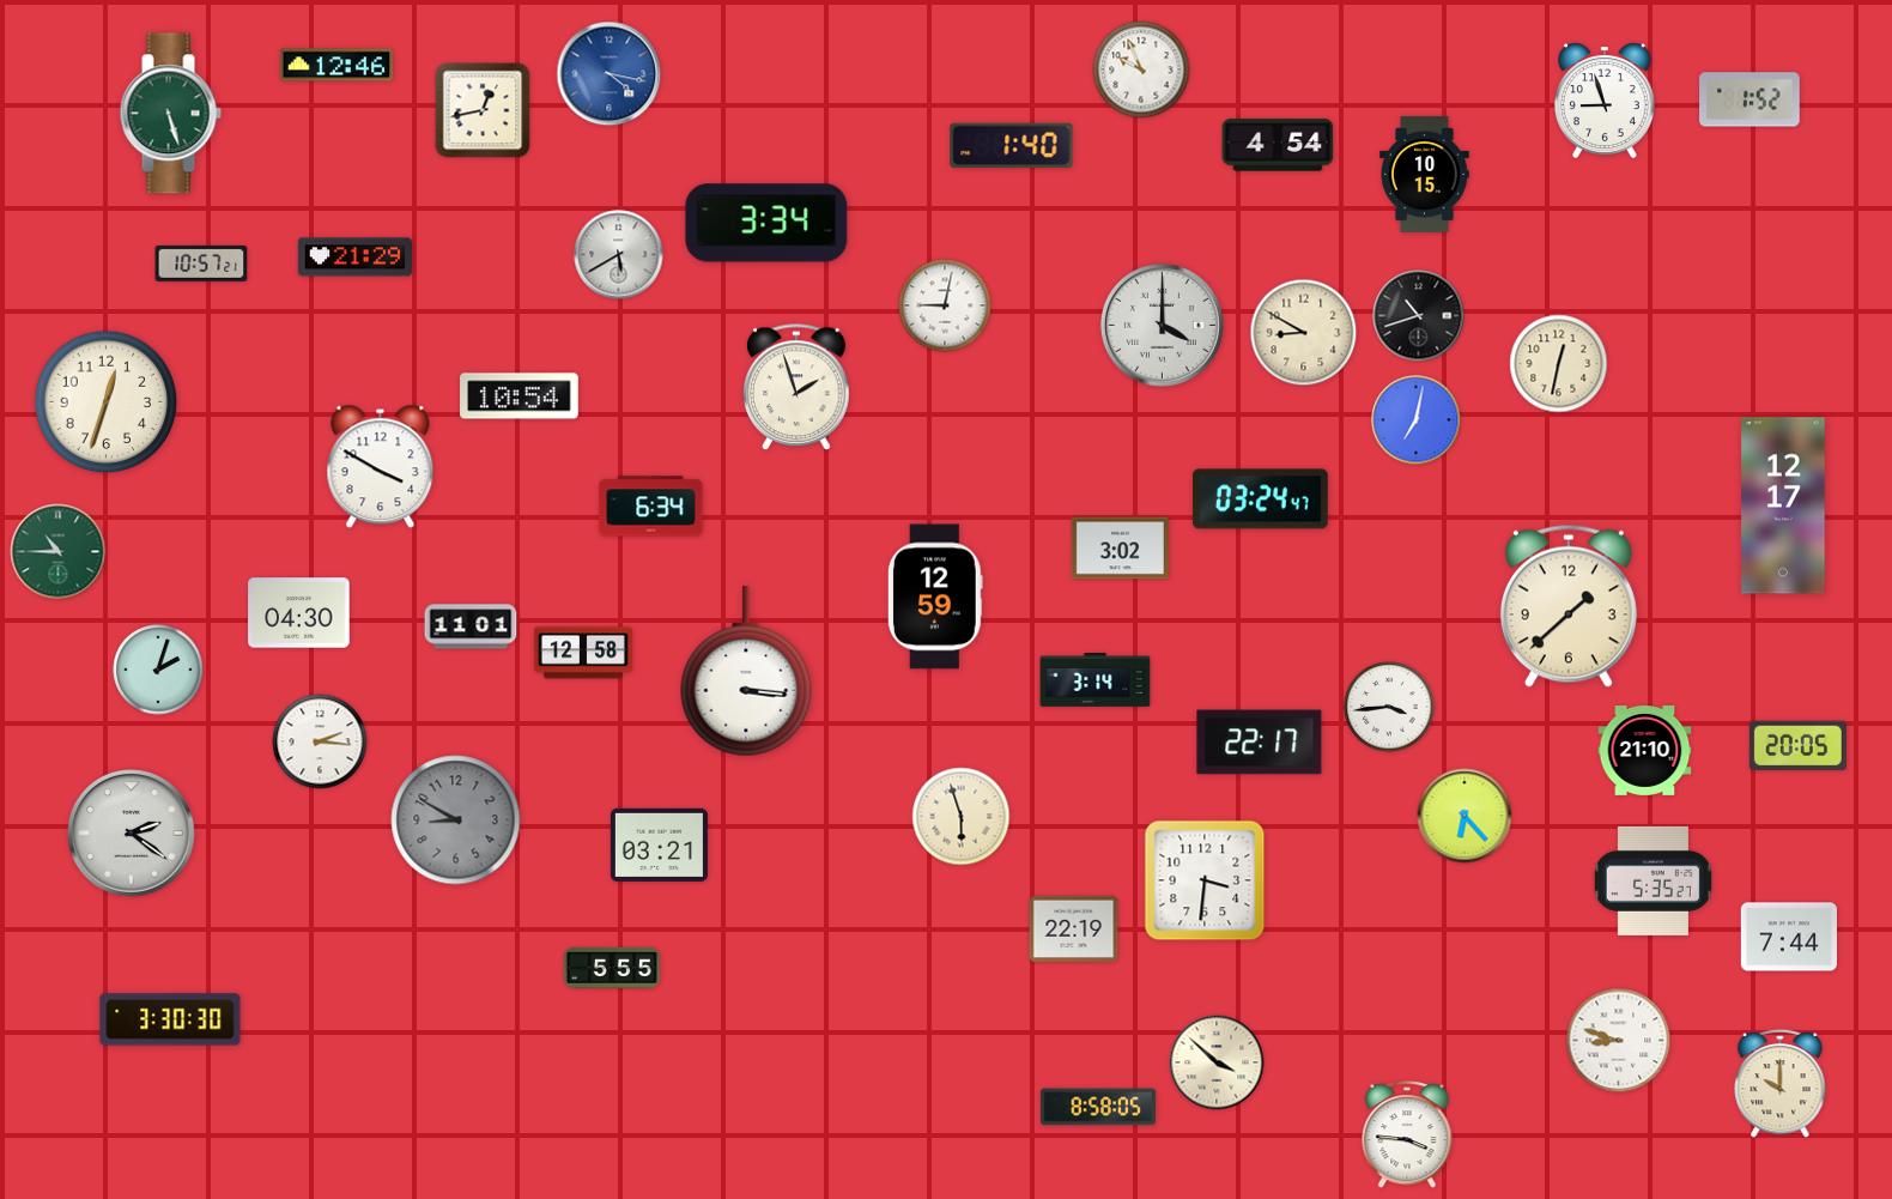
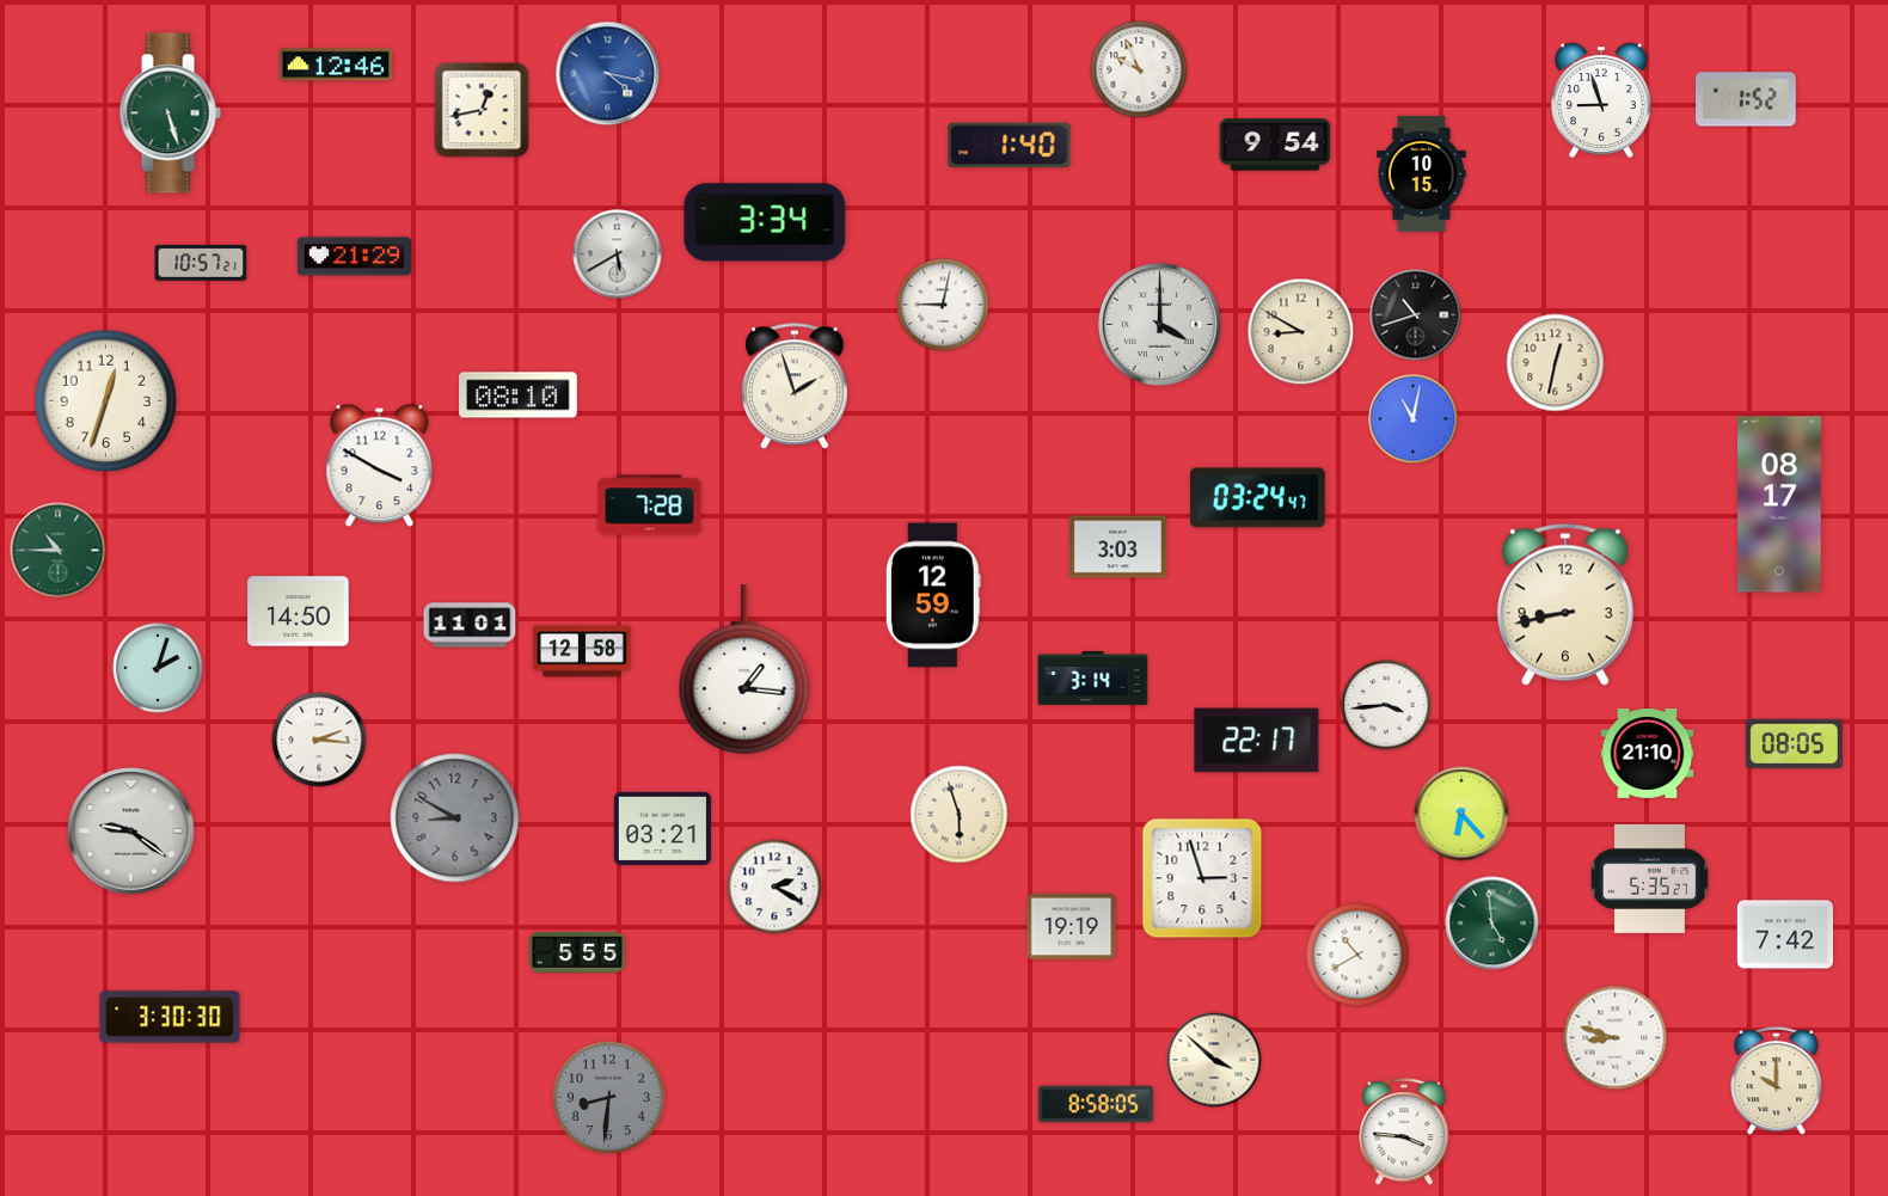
clock at (1278, 145): 4:54 -> 9:54
clock at (520, 396): 10:54 -> 08:10
clock at (1417, 420): 7:02 -> 11:02
clock at (1783, 505): 12:17 -> 08:17
clock at (651, 507): 6:34 -> 7:28
clock at (1120, 549): 3:02 -> 3:03
clock at (1569, 606): 1:38 -> 8:43
clock at (299, 613): 04:30 -> 14:50
clock at (746, 671): 3:16 -> 1:16
clock at (1797, 746): 20:05 -> 08:05
clock at (1645, 751) position: (1645, 751) -> (1648, 754)
clock at (132, 834): 2:21 -> 9:21
clock at (659, 844) position: (659, 844) -> (662, 828)
clock at (1205, 880): 3:31 -> 2:57
clock at (774, 887): none -> 2:20
clock at (1492, 924): none -> 4:59
clock at (1074, 928): 22:19 -> 19:19
clock at (1788, 937): 7:44 -> 7:42
clock at (1357, 955): none -> 10:40
clock at (611, 968) position: (611, 968) -> (576, 952)
clock at (608, 1097): none -> 8:31
